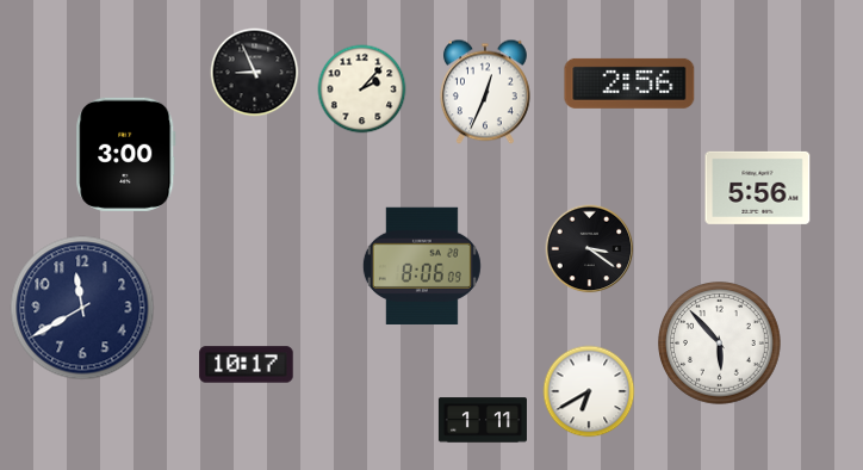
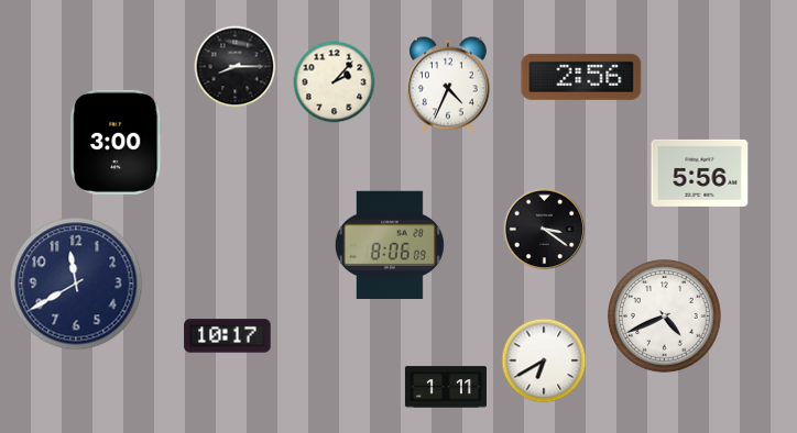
clock at (255, 73): 8:56 -> 8:15
clock at (485, 92): 12:34 -> 4:34
clock at (720, 344): 5:53 -> 4:41
